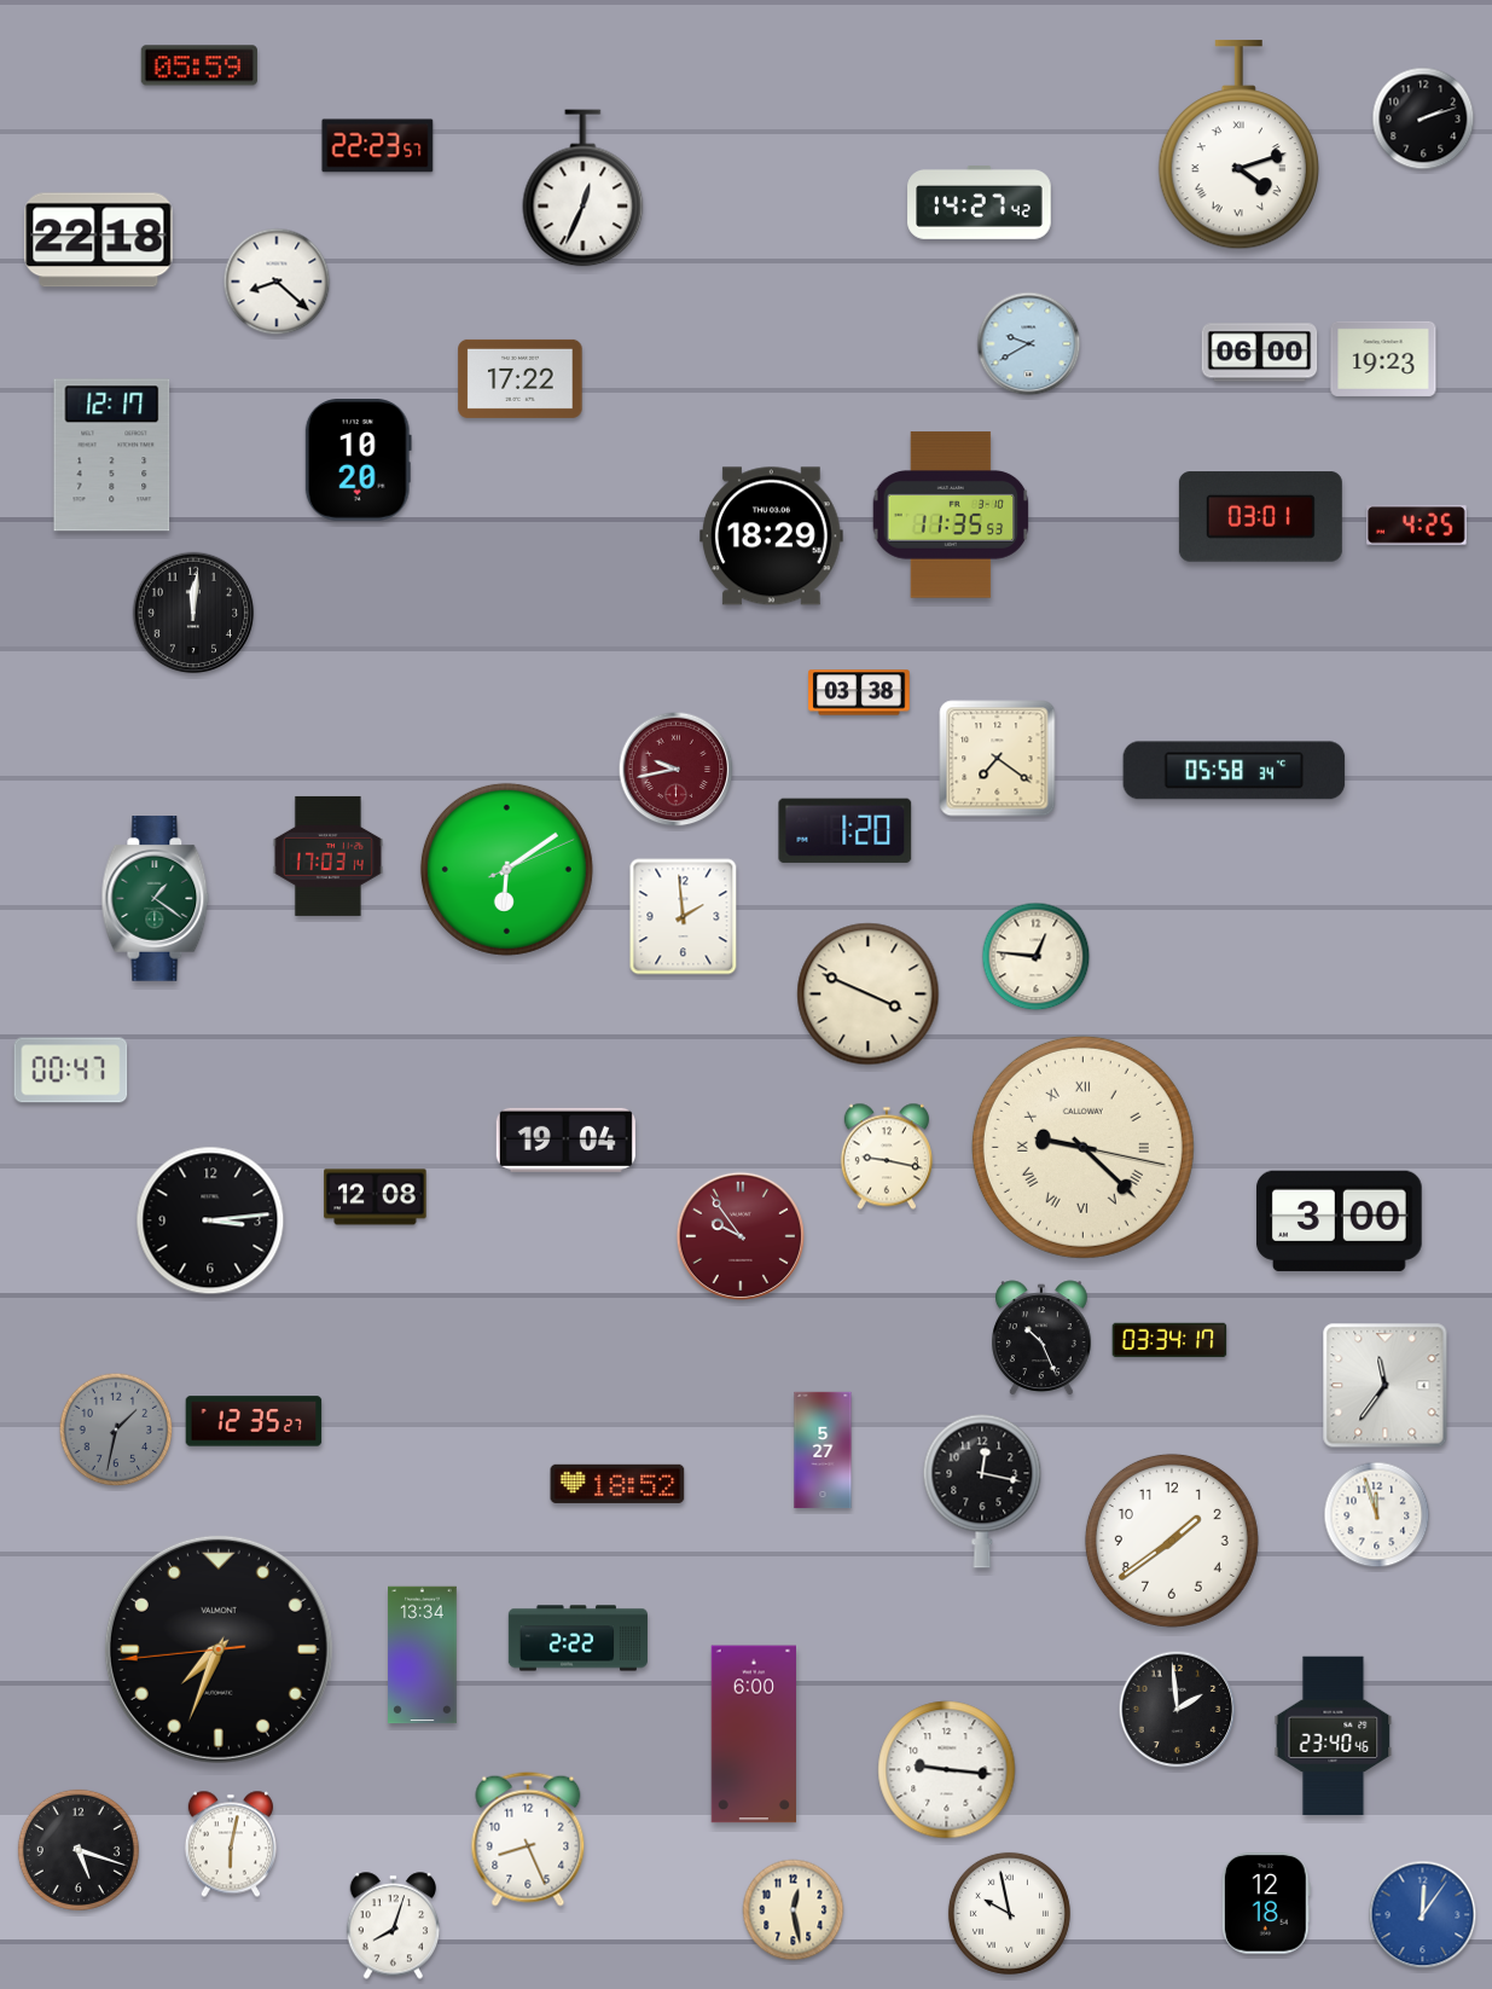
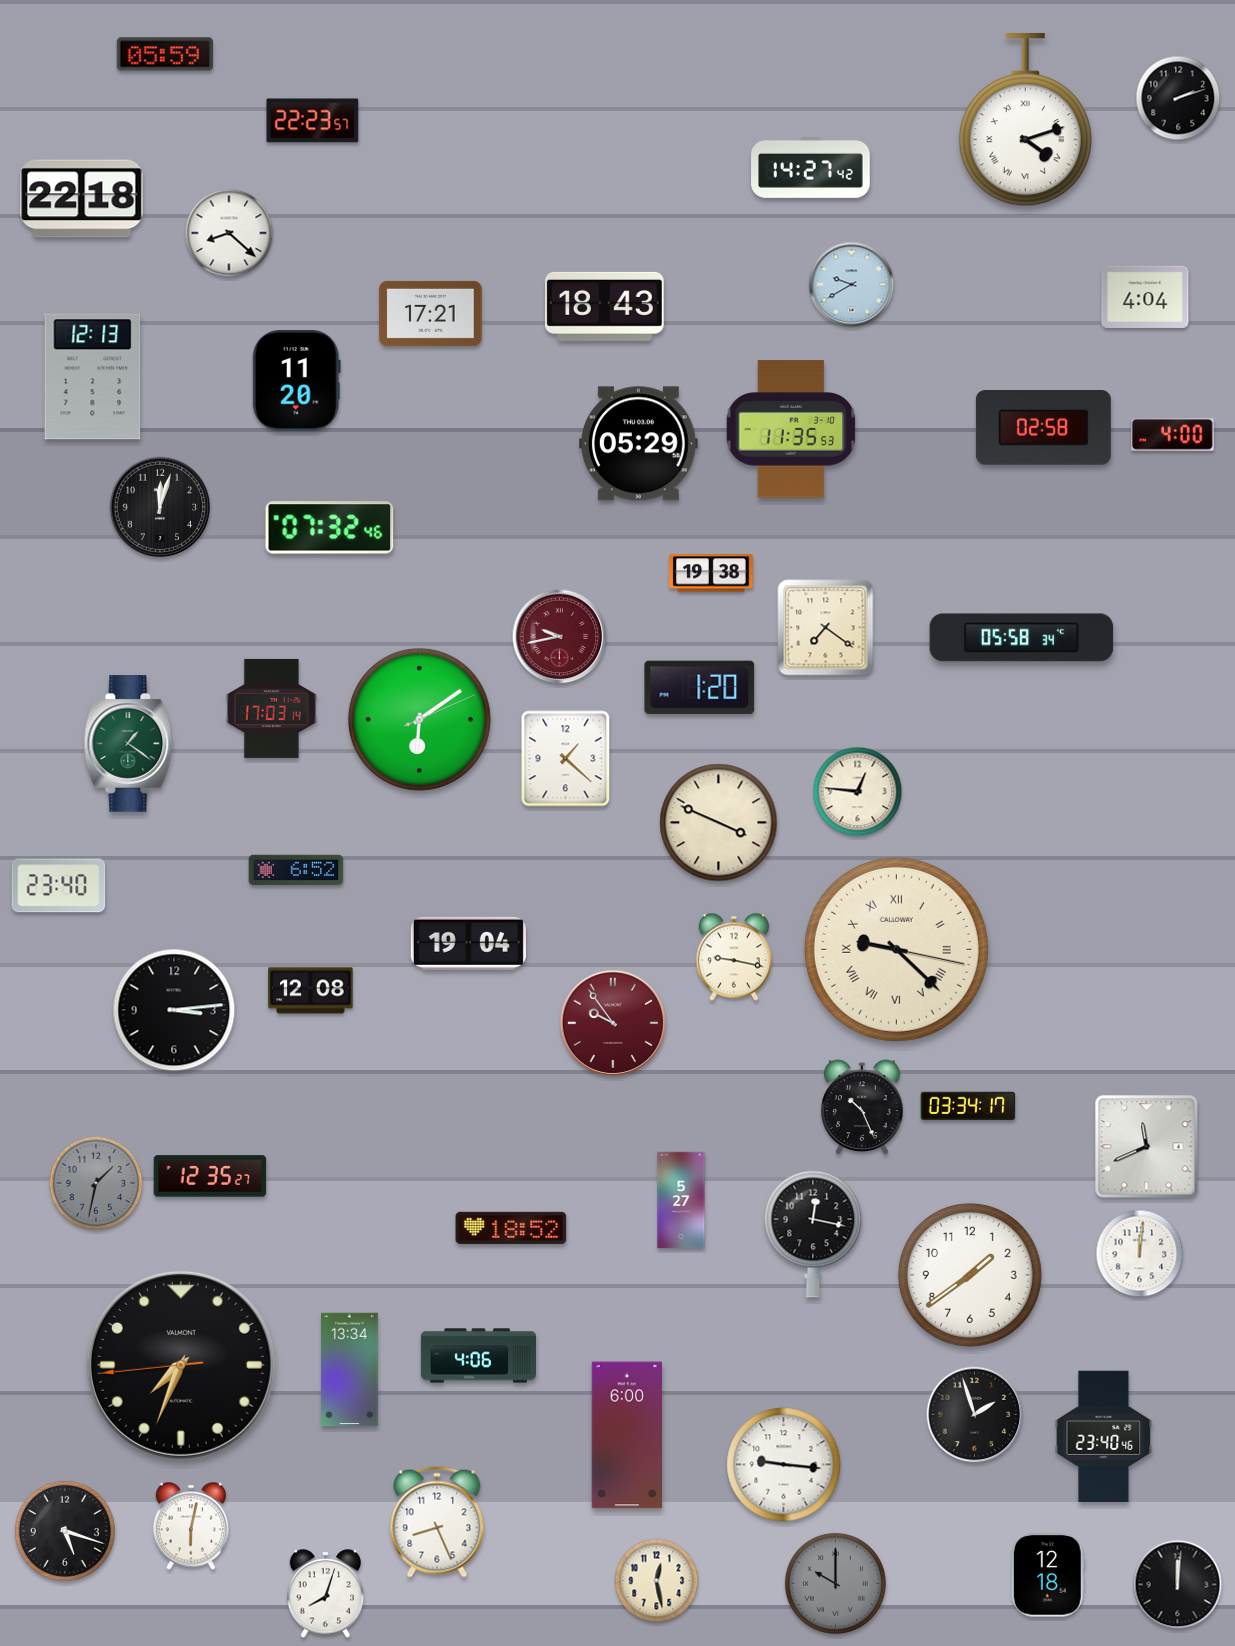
clock at (584, 189): 12:34 -> none
clock at (1260, 353): 06:00 -> none
clock at (1383, 359): 19:23 -> 4:04
clock at (605, 306): none -> 18:43
clock at (521, 378): 17:22 -> 17:21
clock at (112, 456): 12:17 -> 12:13
clock at (358, 460): 10:20 -> 11:20
clock at (951, 515) position: (951, 515) -> (791, 429)
clock at (1260, 517): 03:01 -> 02:58
clock at (1417, 526): 4:25 -> 4:00
clock at (772, 537): 18:29 -> 05:29
clock at (193, 613): 12:01 -> 12:03
clock at (330, 528): none -> 07:32
clock at (859, 692): 03:38 -> 19:38
clock at (684, 917): 1:59 -> 1:22
clock at (296, 870): none -> 6:52
clock at (71, 1071): 00:47 -> 23:40
clock at (1339, 1220): 3:00 -> none
clock at (1169, 1340) position: (1169, 1340) -> (968, 1106)
clock at (1386, 1386): 11:36 -> 11:41
clock at (1377, 1515): 11:57 -> 12:01
clock at (577, 1639): 2:22 -> 4:06
clock at (1178, 1710): 1:59 -> 1:57
clock at (753, 1734) position: (753, 1734) -> (626, 1435)
clock at (1009, 1913): 9:58 -> 10:00
clock at (1009, 1913) dial: white -> grey
clock at (1423, 1915): 12:06 -> 12:01
clock at (1423, 1915) dial: blue -> black
